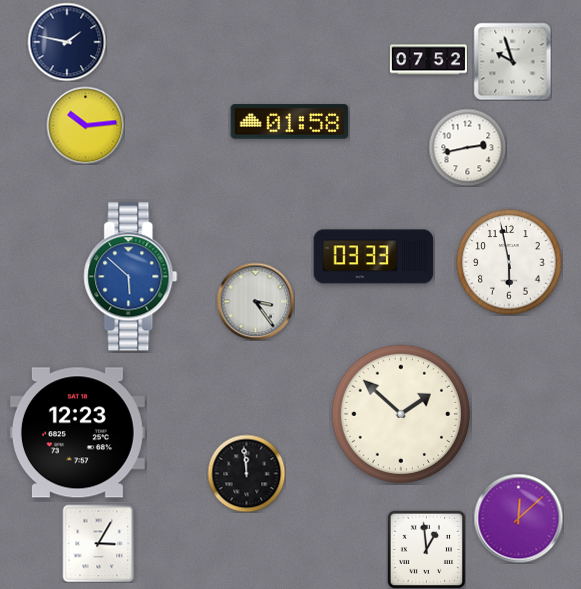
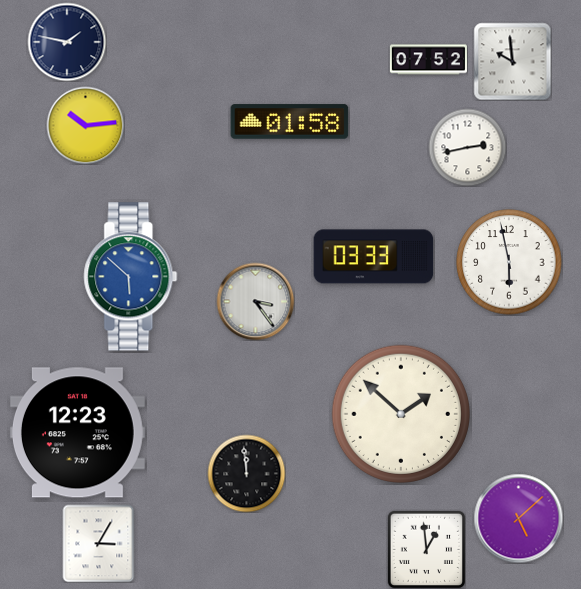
clock at (512, 61): 9:57 -> 9:59
clock at (518, 518): 12:08 -> 5:08
